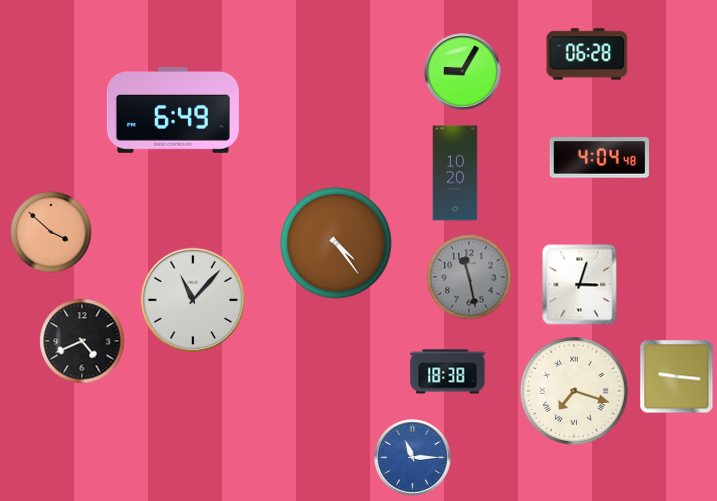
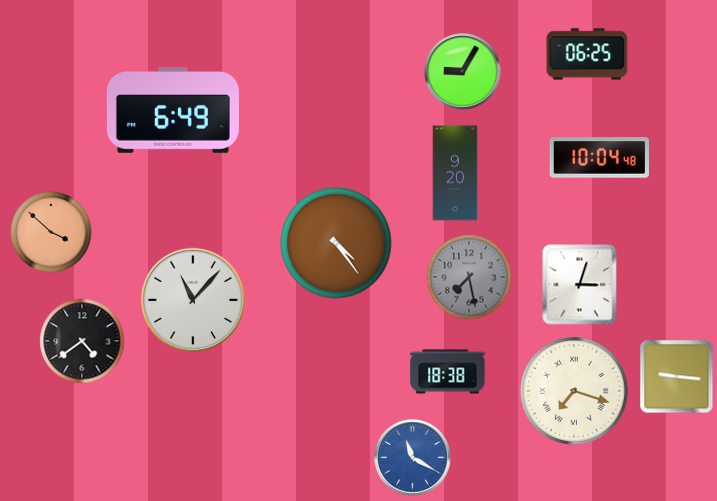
clock at (587, 54): 06:28 -> 06:25
clock at (599, 158): 4:04 -> 10:04
clock at (455, 173): 10:20 -> 9:20
clock at (469, 277): 11:28 -> 7:28
clock at (82, 341): 4:41 -> 4:39
clock at (413, 458): 11:15 -> 11:20
